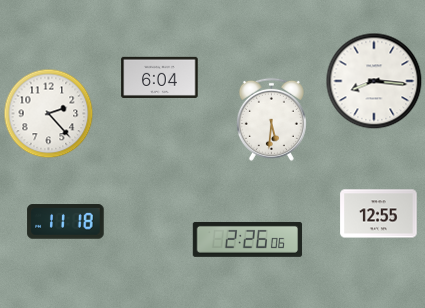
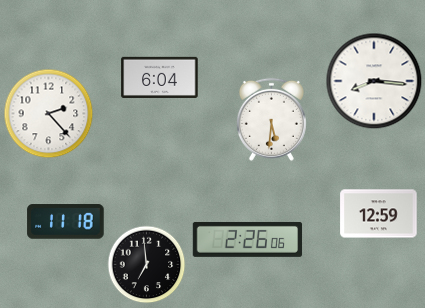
clock at (379, 214): 12:55 -> 12:59
clock at (146, 264): none -> 6:59
